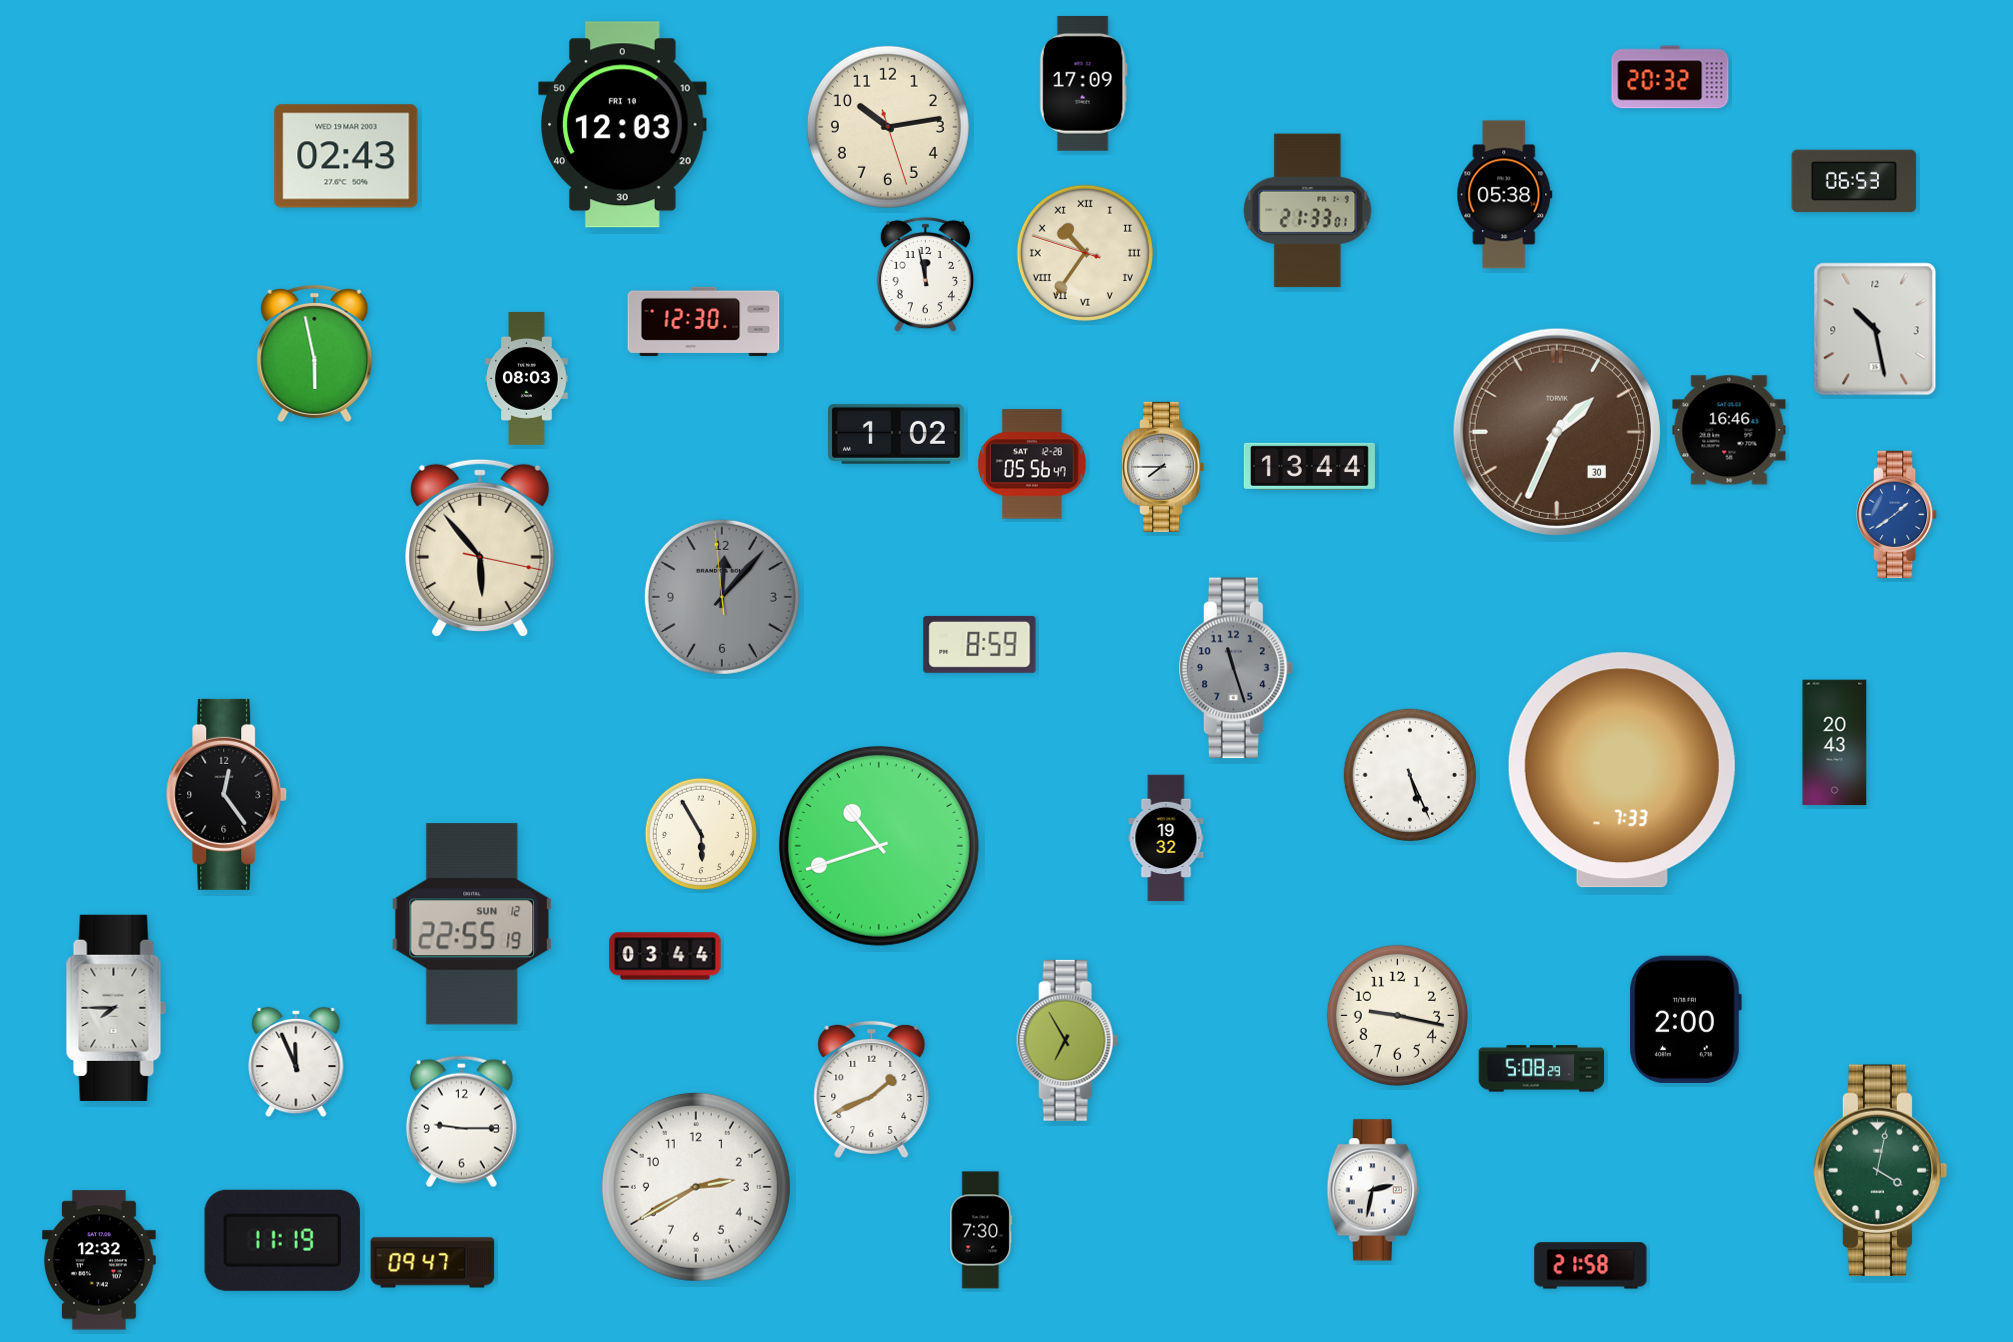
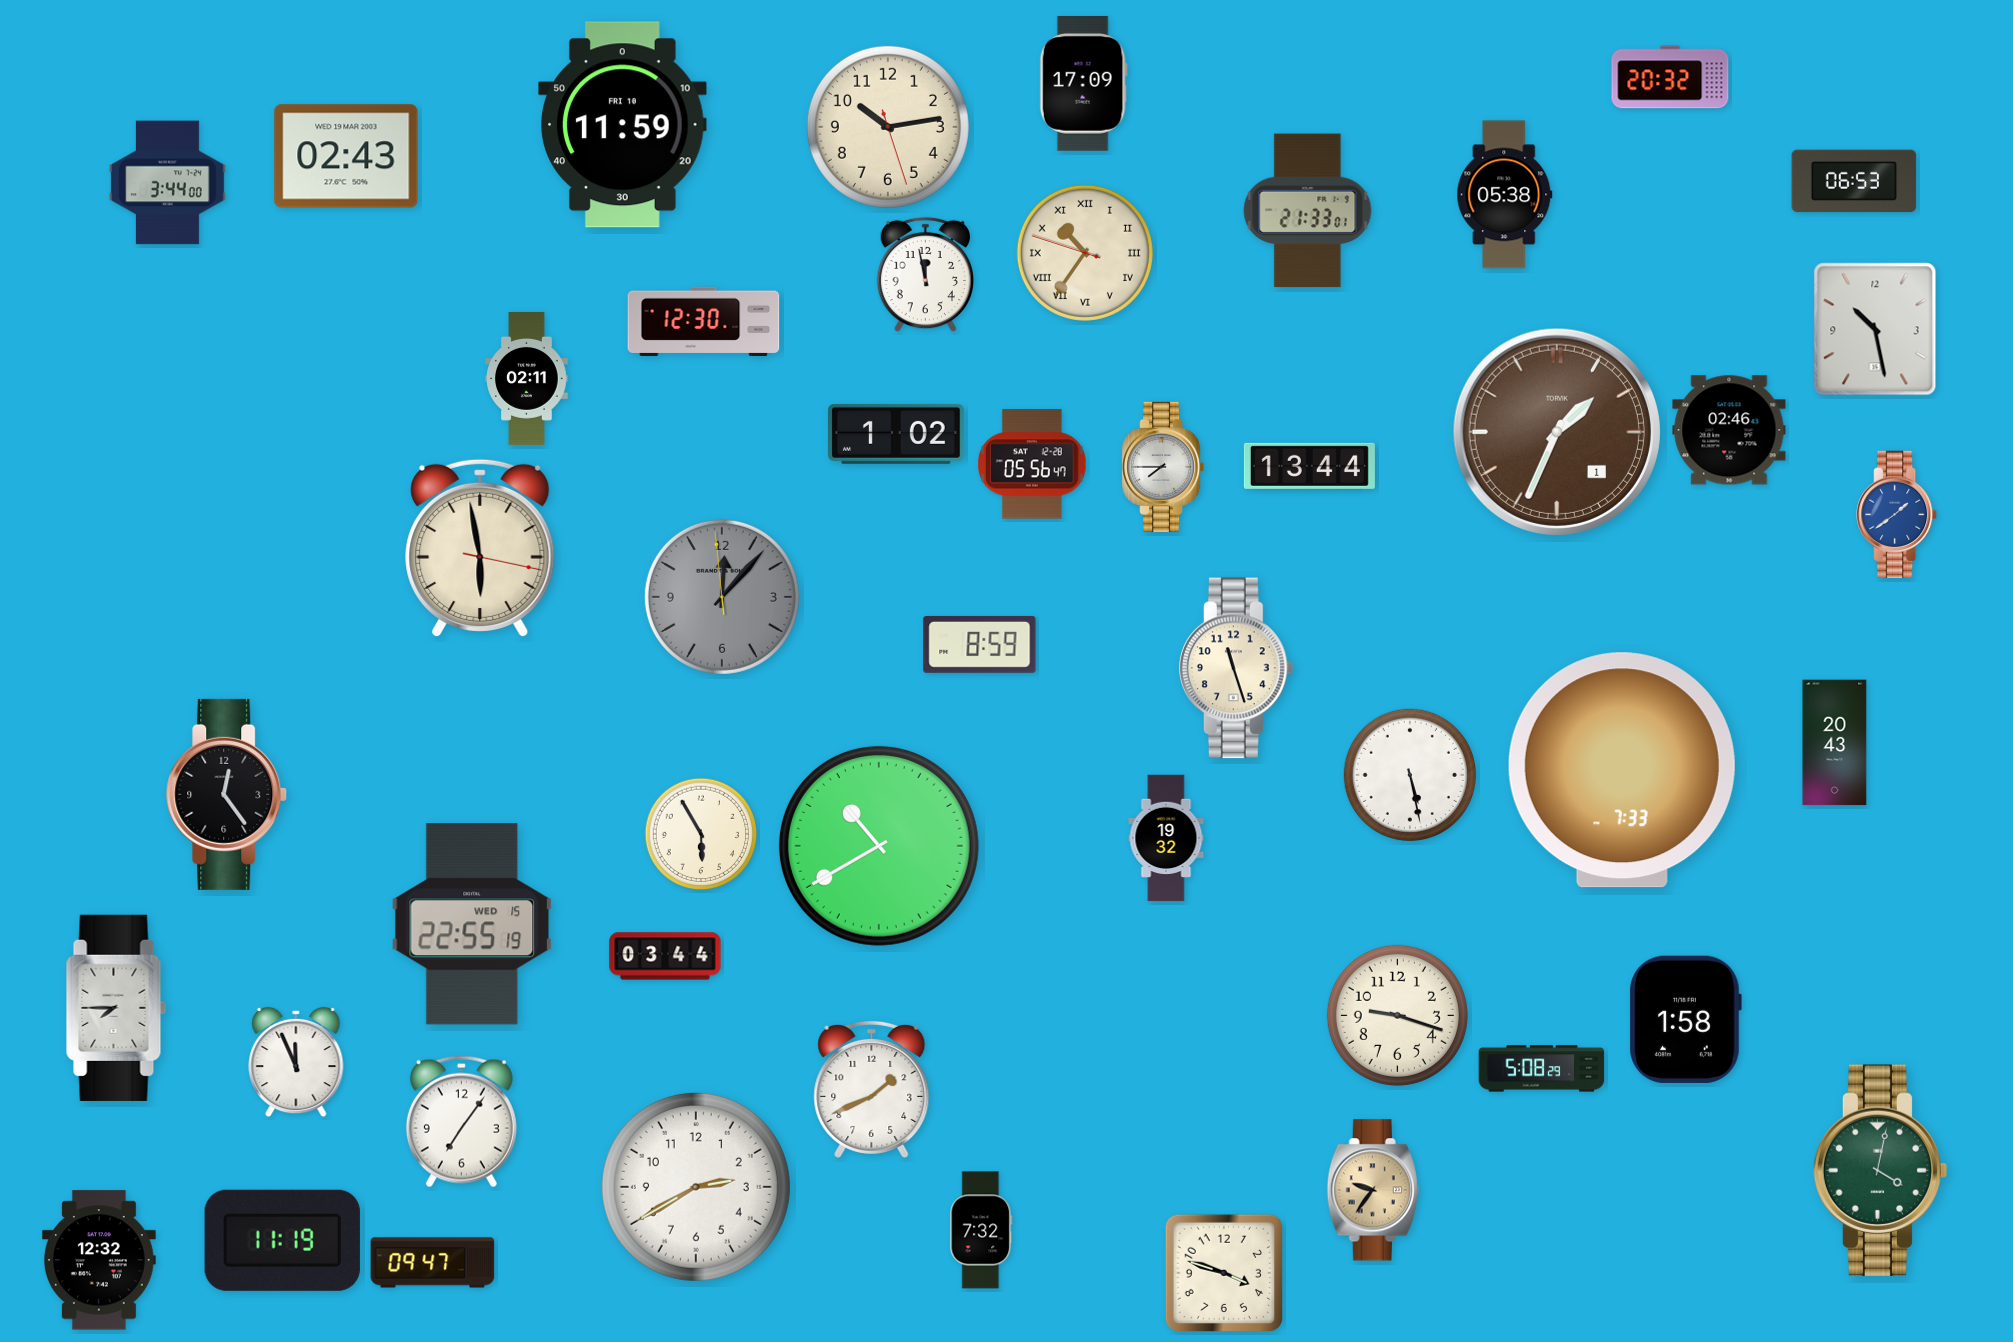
clock at (623, 125): 12:03 -> 11:59
clock at (168, 183): none -> 3:44
clock at (315, 353): 5:58 -> none
clock at (527, 378): 08:03 -> 02:11
clock at (1729, 430): 16:46 -> 02:46
clock at (1557, 432) date: 30 -> 1
clock at (480, 547): 5:53 -> 5:58
clock at (1236, 668) dial: grey -> cream
clock at (1410, 775): 5:26 -> 5:28
clock at (879, 846): 10:42 -> 10:40
clock at (472, 924) date: SUN 12 -> WED 15
clock at (1397, 1015): 9:17 -> 9:18
clock at (1685, 1019): 2:00 -> 1:58
clock at (1068, 1040): 6:55 -> none
clock at (461, 1122): 9:15 -> 7:06
clock at (1373, 1190): 2:32 -> 9:36
clock at (1373, 1190) dial: white -> champagne
clock at (981, 1230): 7:30 -> 7:32
clock at (1591, 1266): 21:58 -> none
clock at (1223, 1272): none -> 3:48
